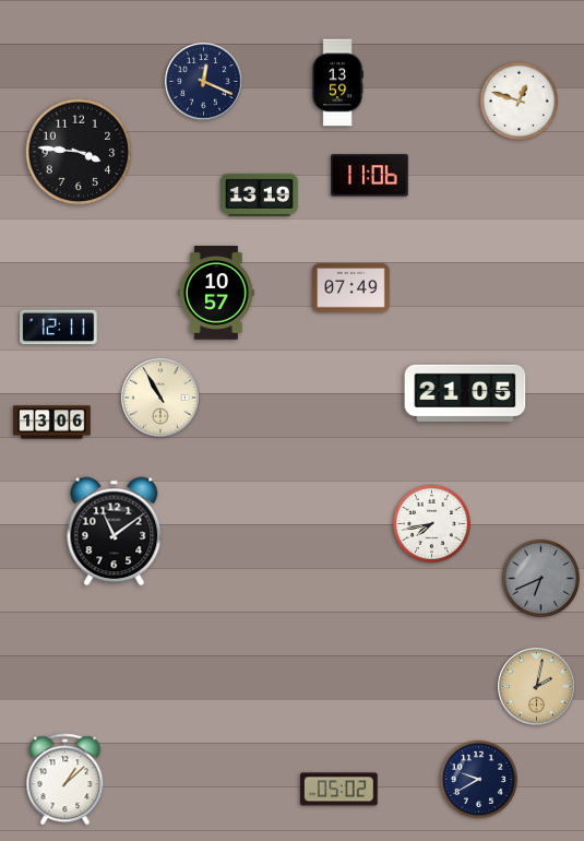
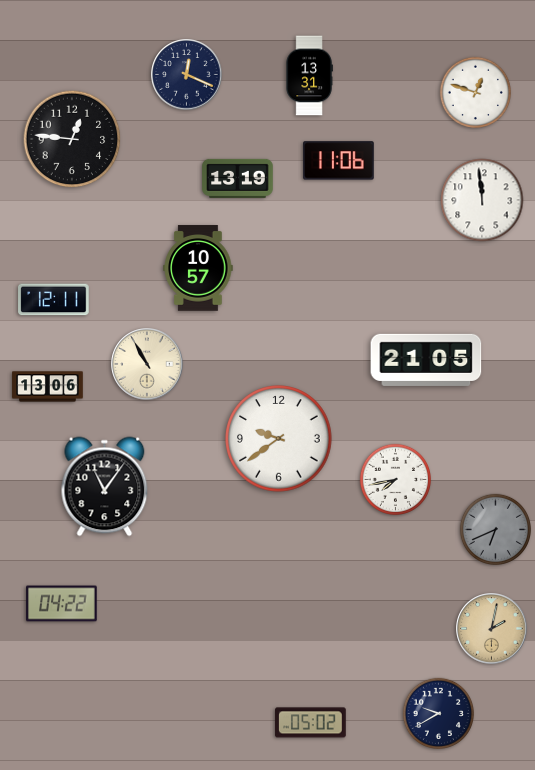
clock at (337, 83): 13:59 -> 13:31
clock at (79, 152): 3:46 -> 12:46
clock at (482, 200): none -> 11:59
clock at (351, 288): 07:49 -> none
clock at (279, 439): none -> 9:39
clock at (115, 532): 11:09 -> 11:06
clock at (62, 604): none -> 04:22
clock at (65, 780): 1:08 -> none
